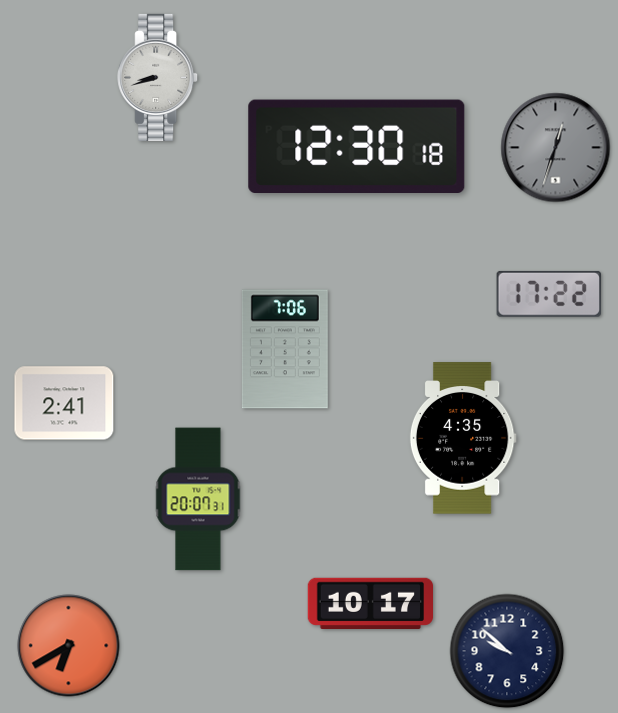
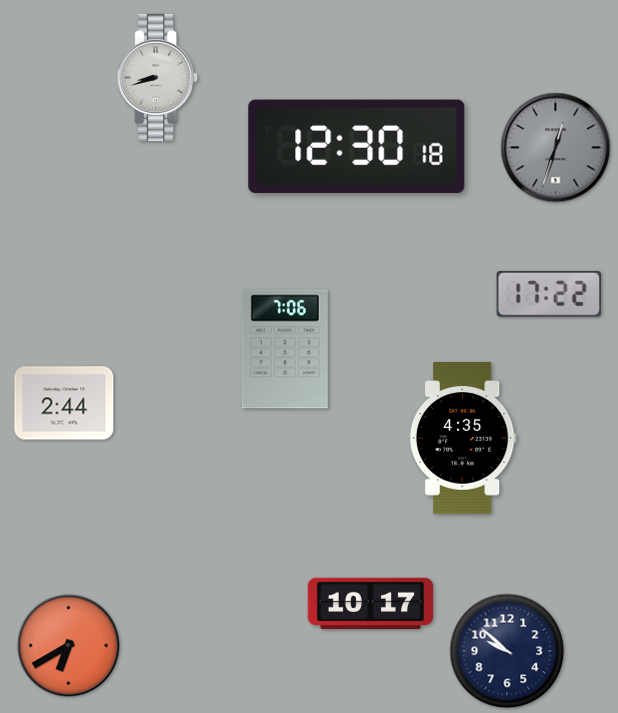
clock at (64, 403): 2:41 -> 2:44
clock at (198, 499): 20:07 -> none
